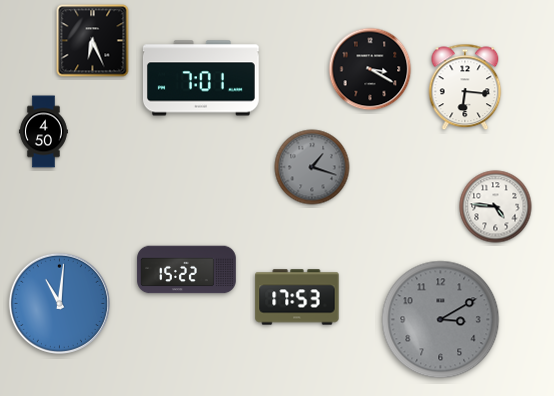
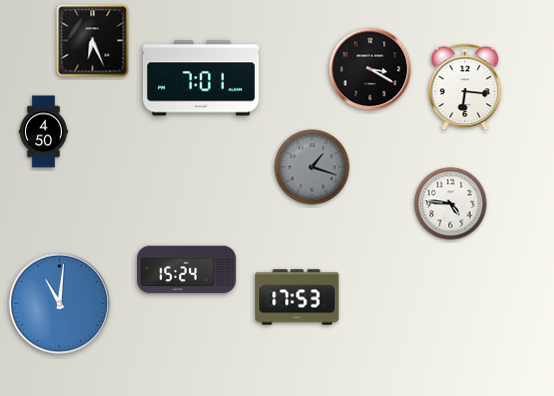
clock at (496, 207) position: (496, 207) -> (451, 204)
clock at (187, 270): 15:22 -> 15:24
clock at (441, 320): 3:10 -> none
